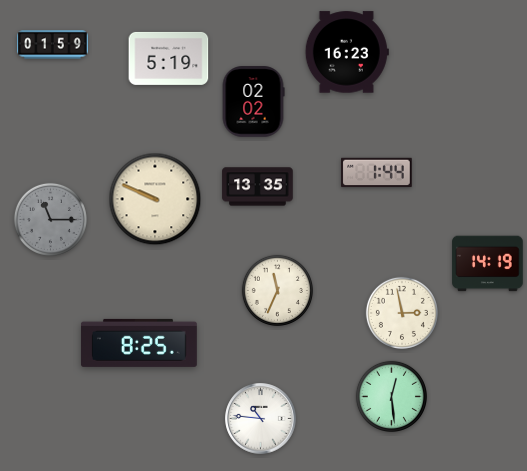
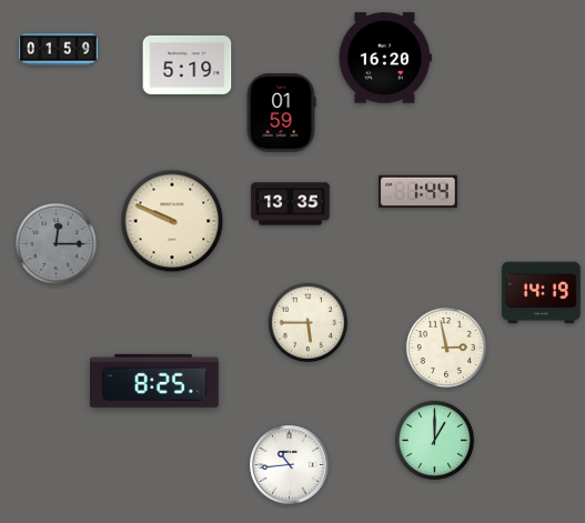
clock at (347, 52): 16:23 -> 16:20
clock at (253, 102): 02:02 -> 01:59
clock at (258, 187) position: (258, 187) -> (291, 204)
clock at (50, 219): 11:15 -> 12:15
clock at (277, 290): 11:34 -> 5:45
clock at (391, 396): 12:29 -> 1:00
clock at (261, 419): 10:46 -> 10:44
